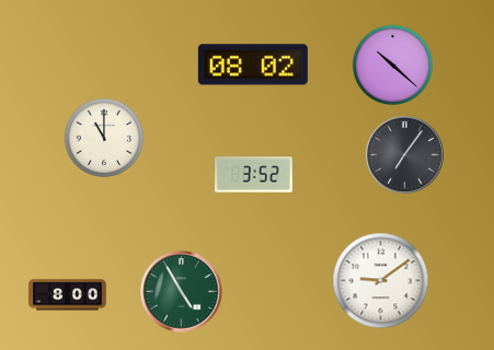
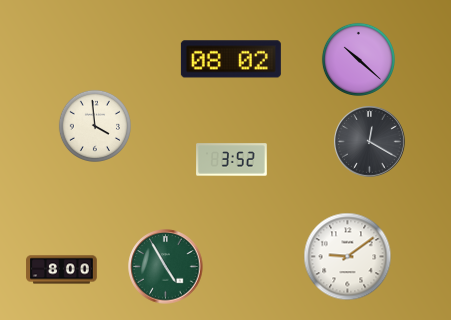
clock at (103, 137): 11:00 -> 3:59
clock at (405, 155): 7:06 -> 12:20
